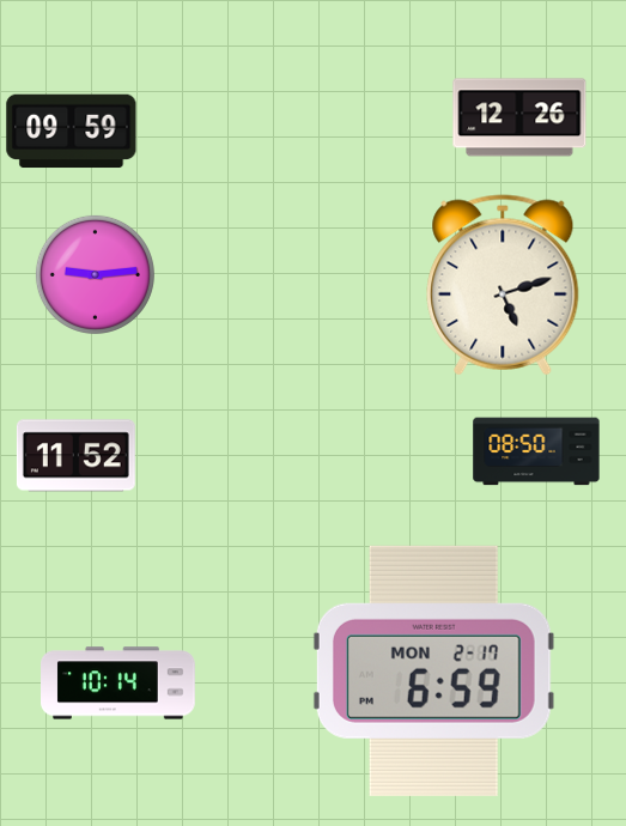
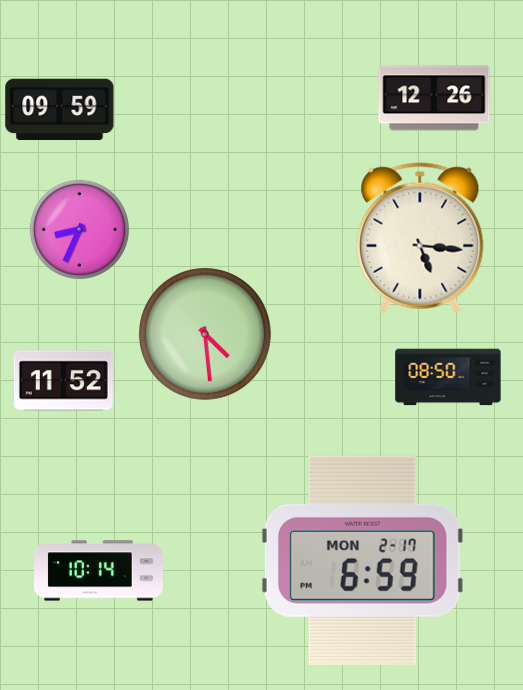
clock at (95, 274): 9:14 -> 8:34
clock at (503, 285): 5:12 -> 5:16
clock at (205, 334): none -> 4:29
